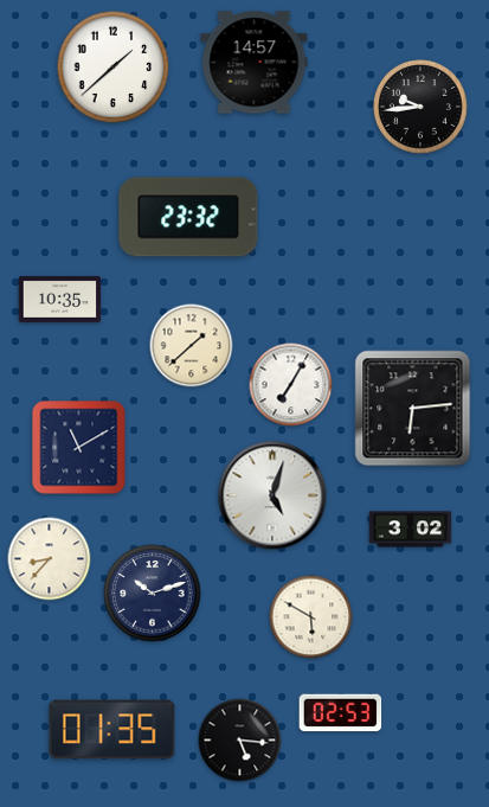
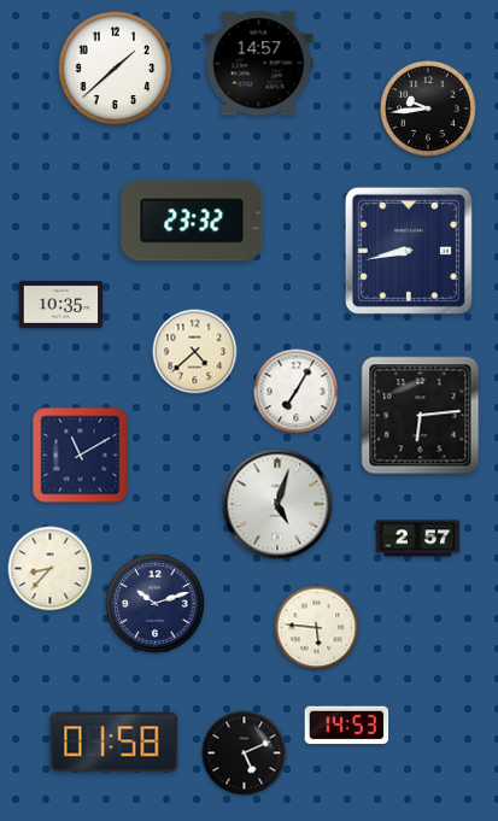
clock at (409, 251): none -> 8:43
clock at (192, 346): 1:38 -> 4:38
clock at (411, 530): 3:02 -> 2:57
clock at (311, 617): 5:50 -> 5:46
clock at (341, 713): 02:53 -> 14:53
clock at (112, 730): 01:35 -> 01:58
clock at (240, 741): 5:16 -> 5:11
